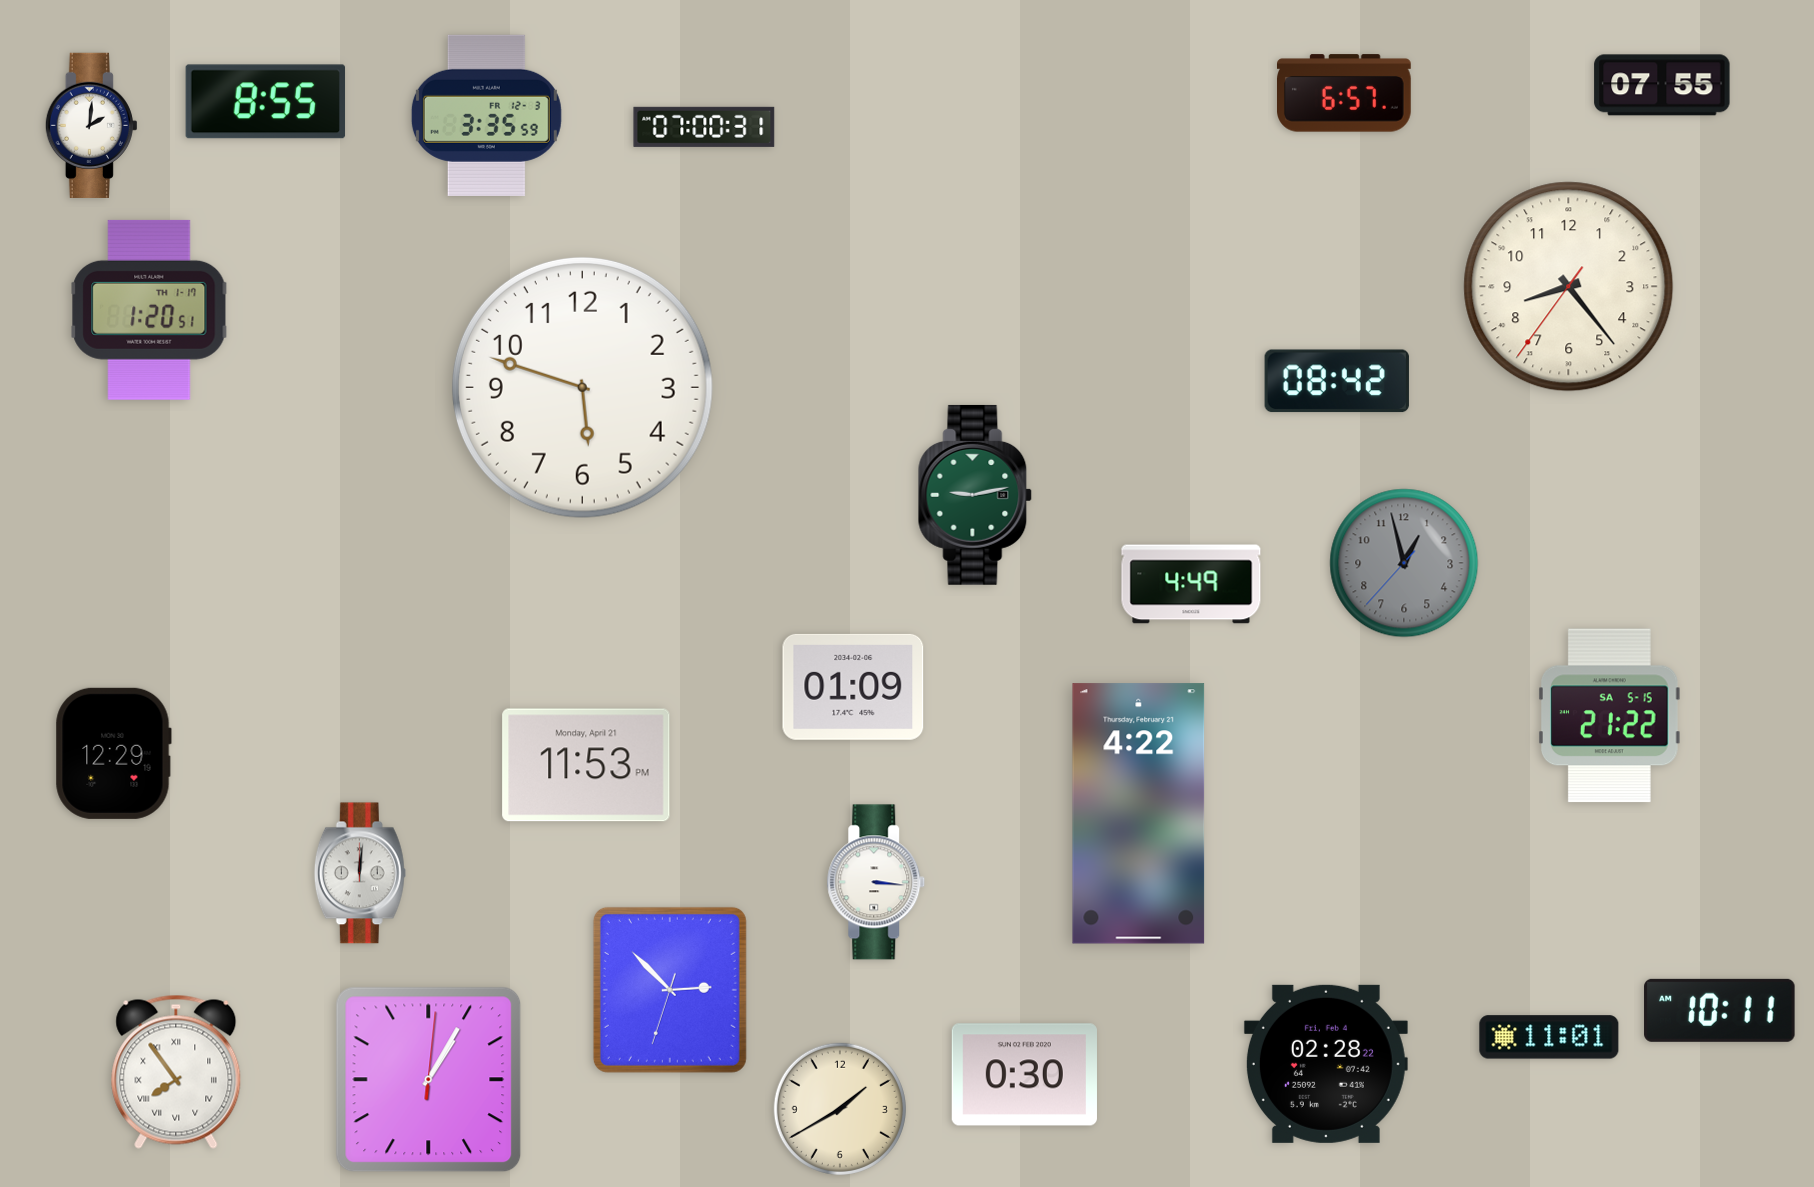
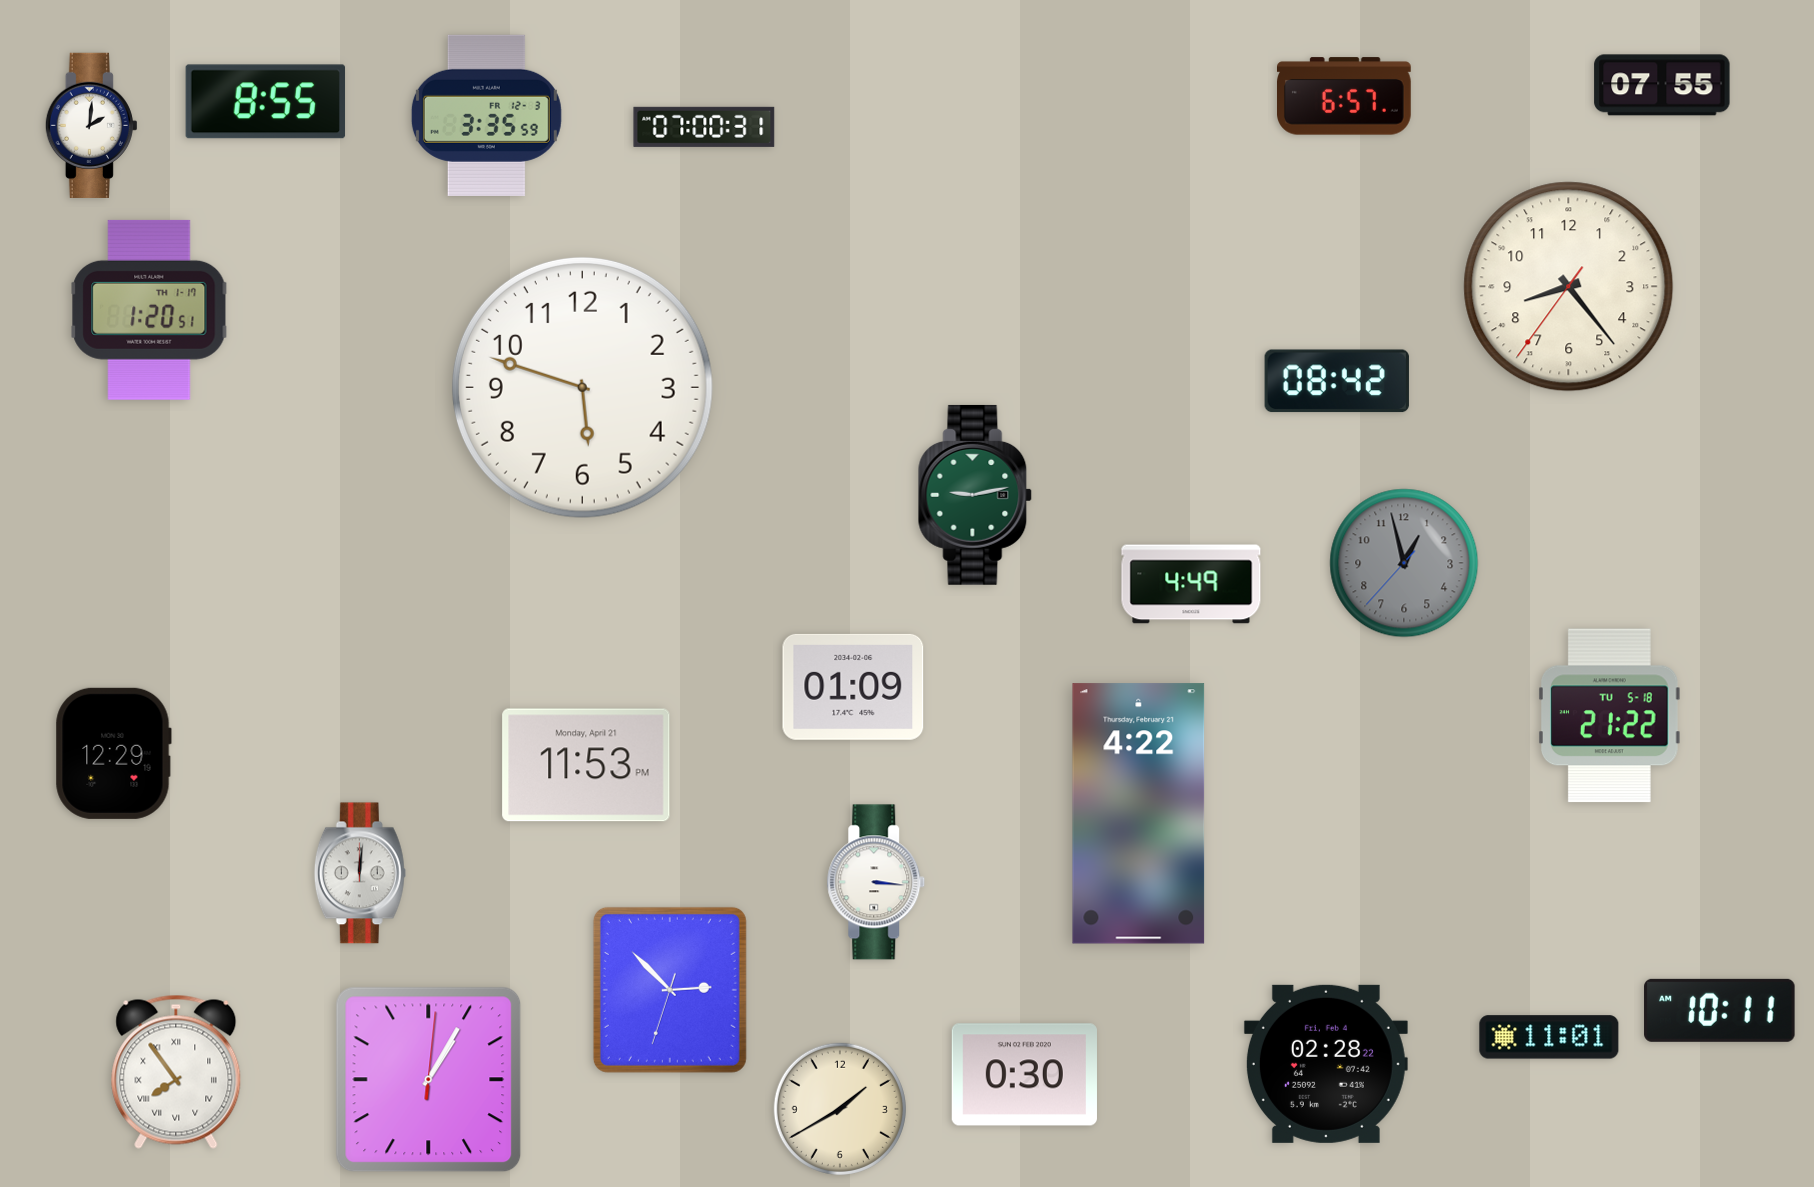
clock at (1345, 93) position: (1345, 93) -> (1345, 96)
clock at (1610, 716) date: SA 5-15 -> TU 5-18
